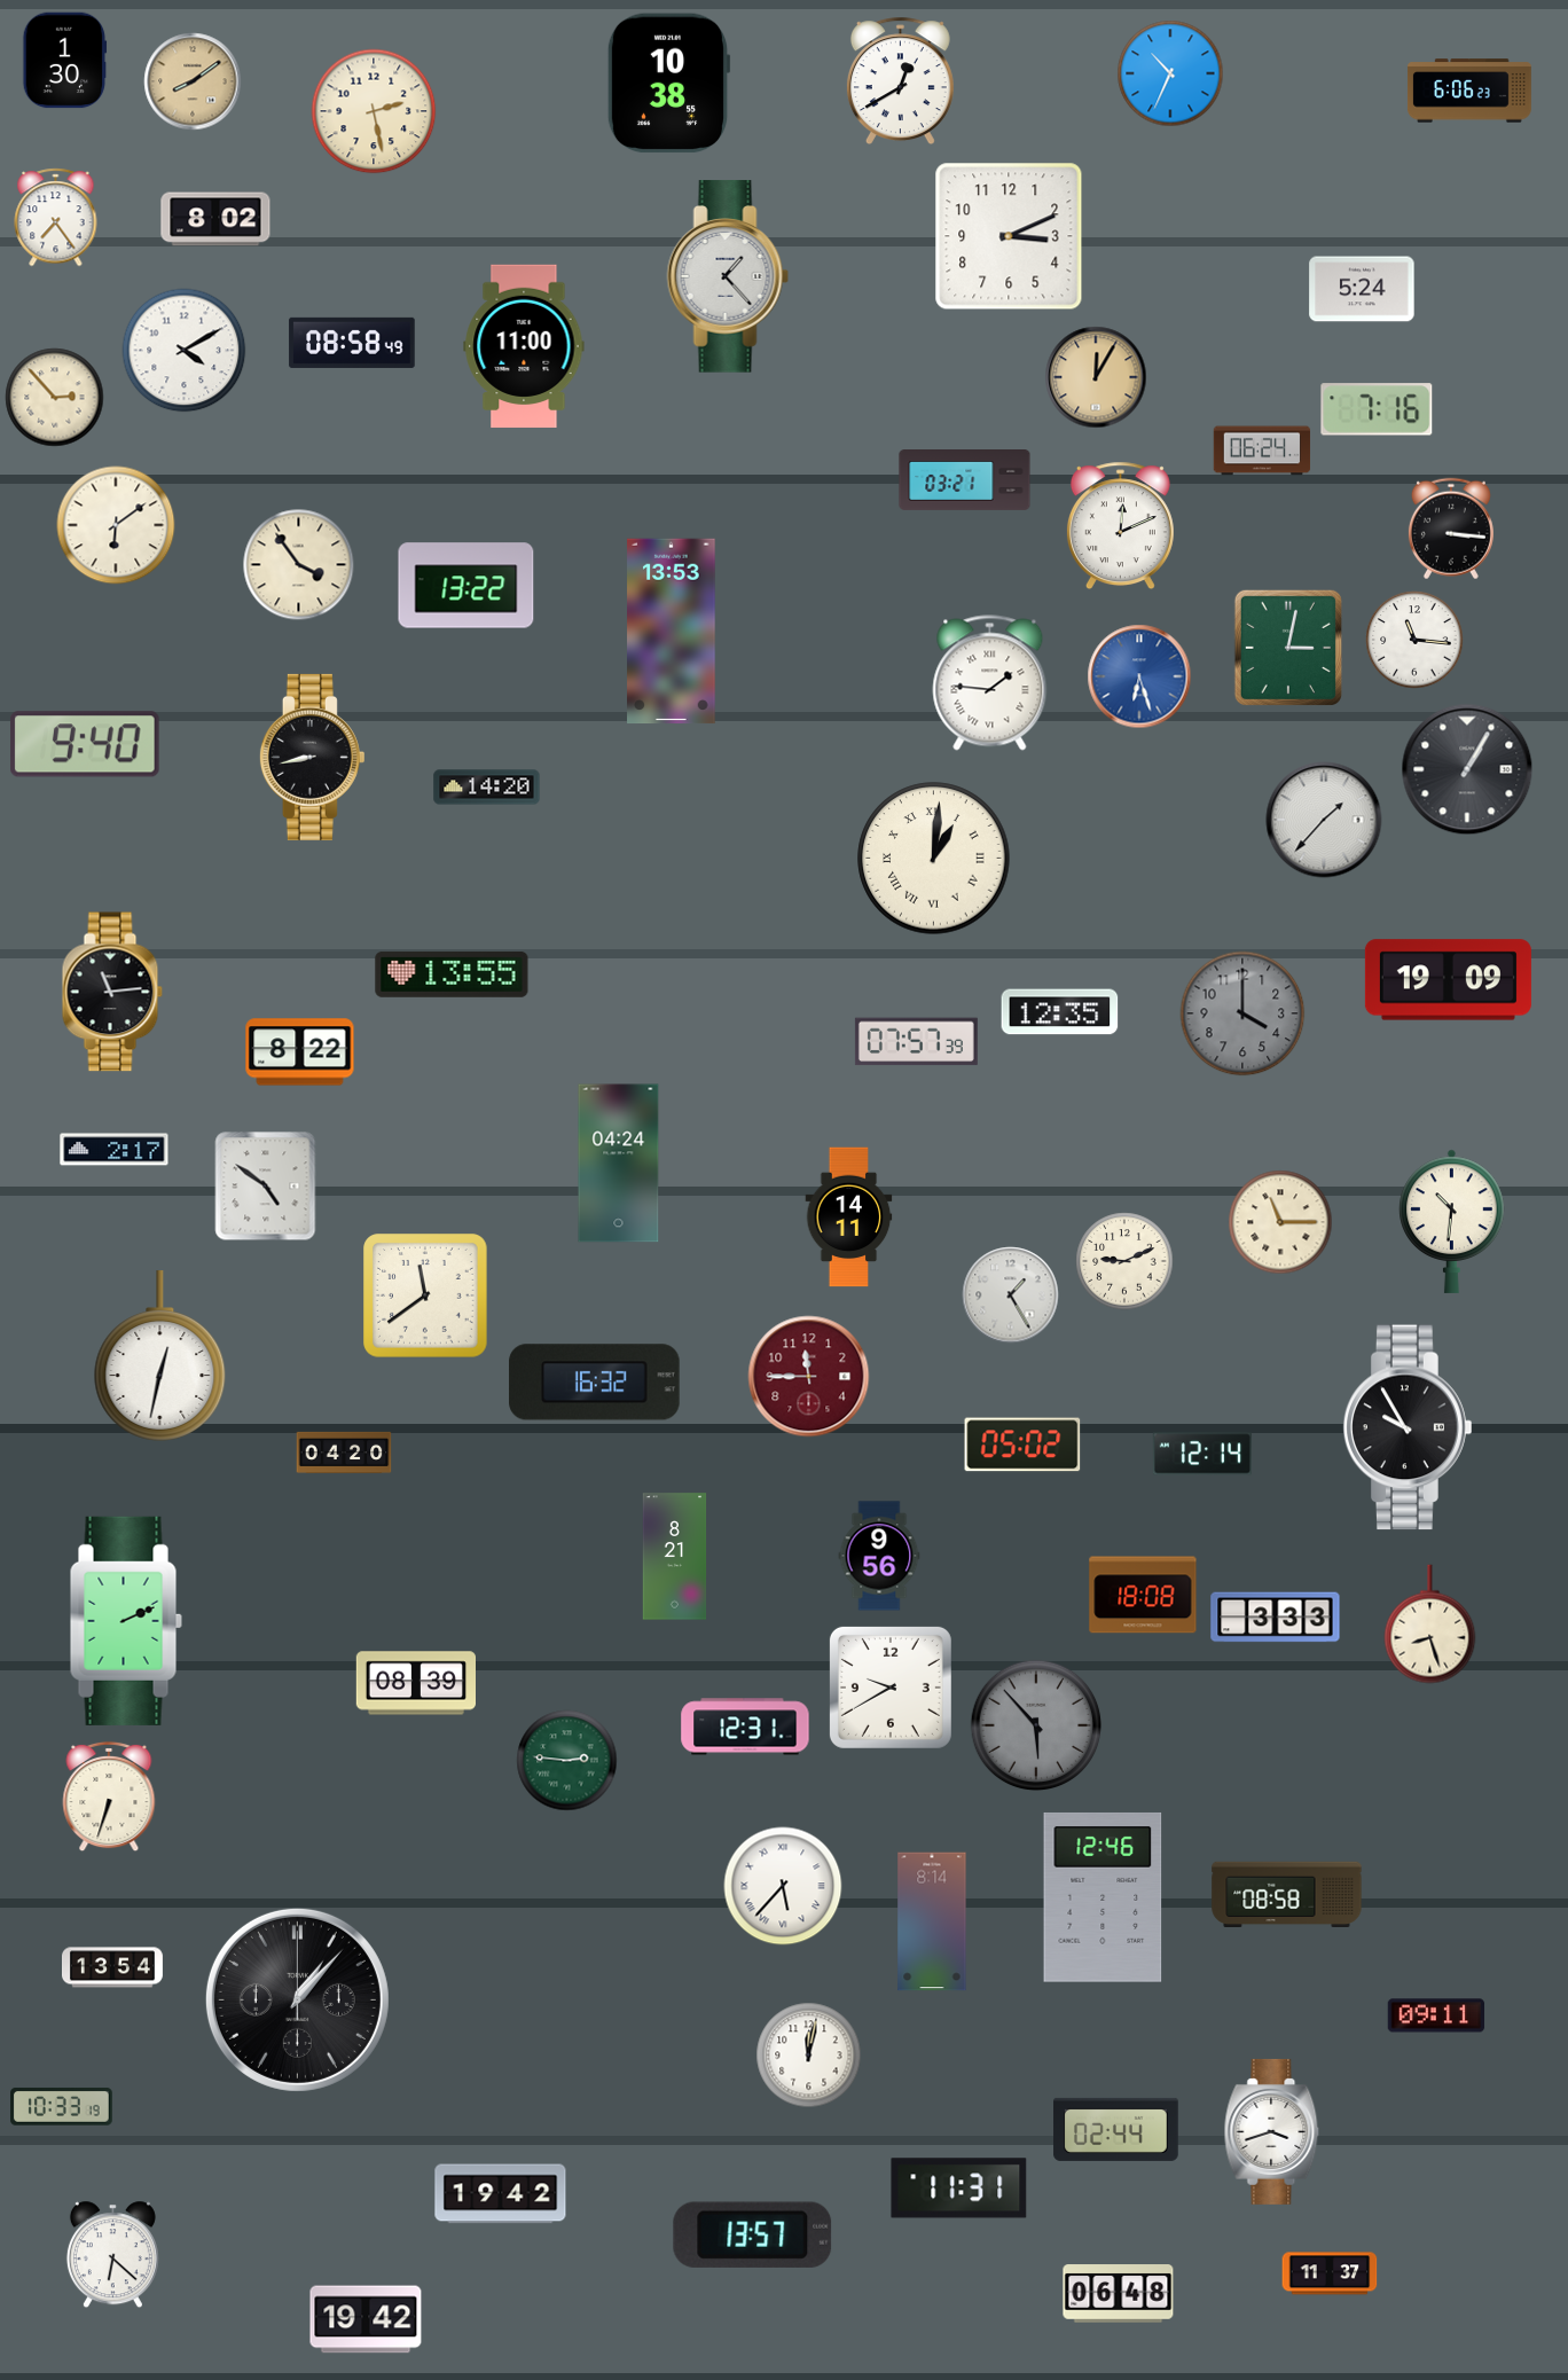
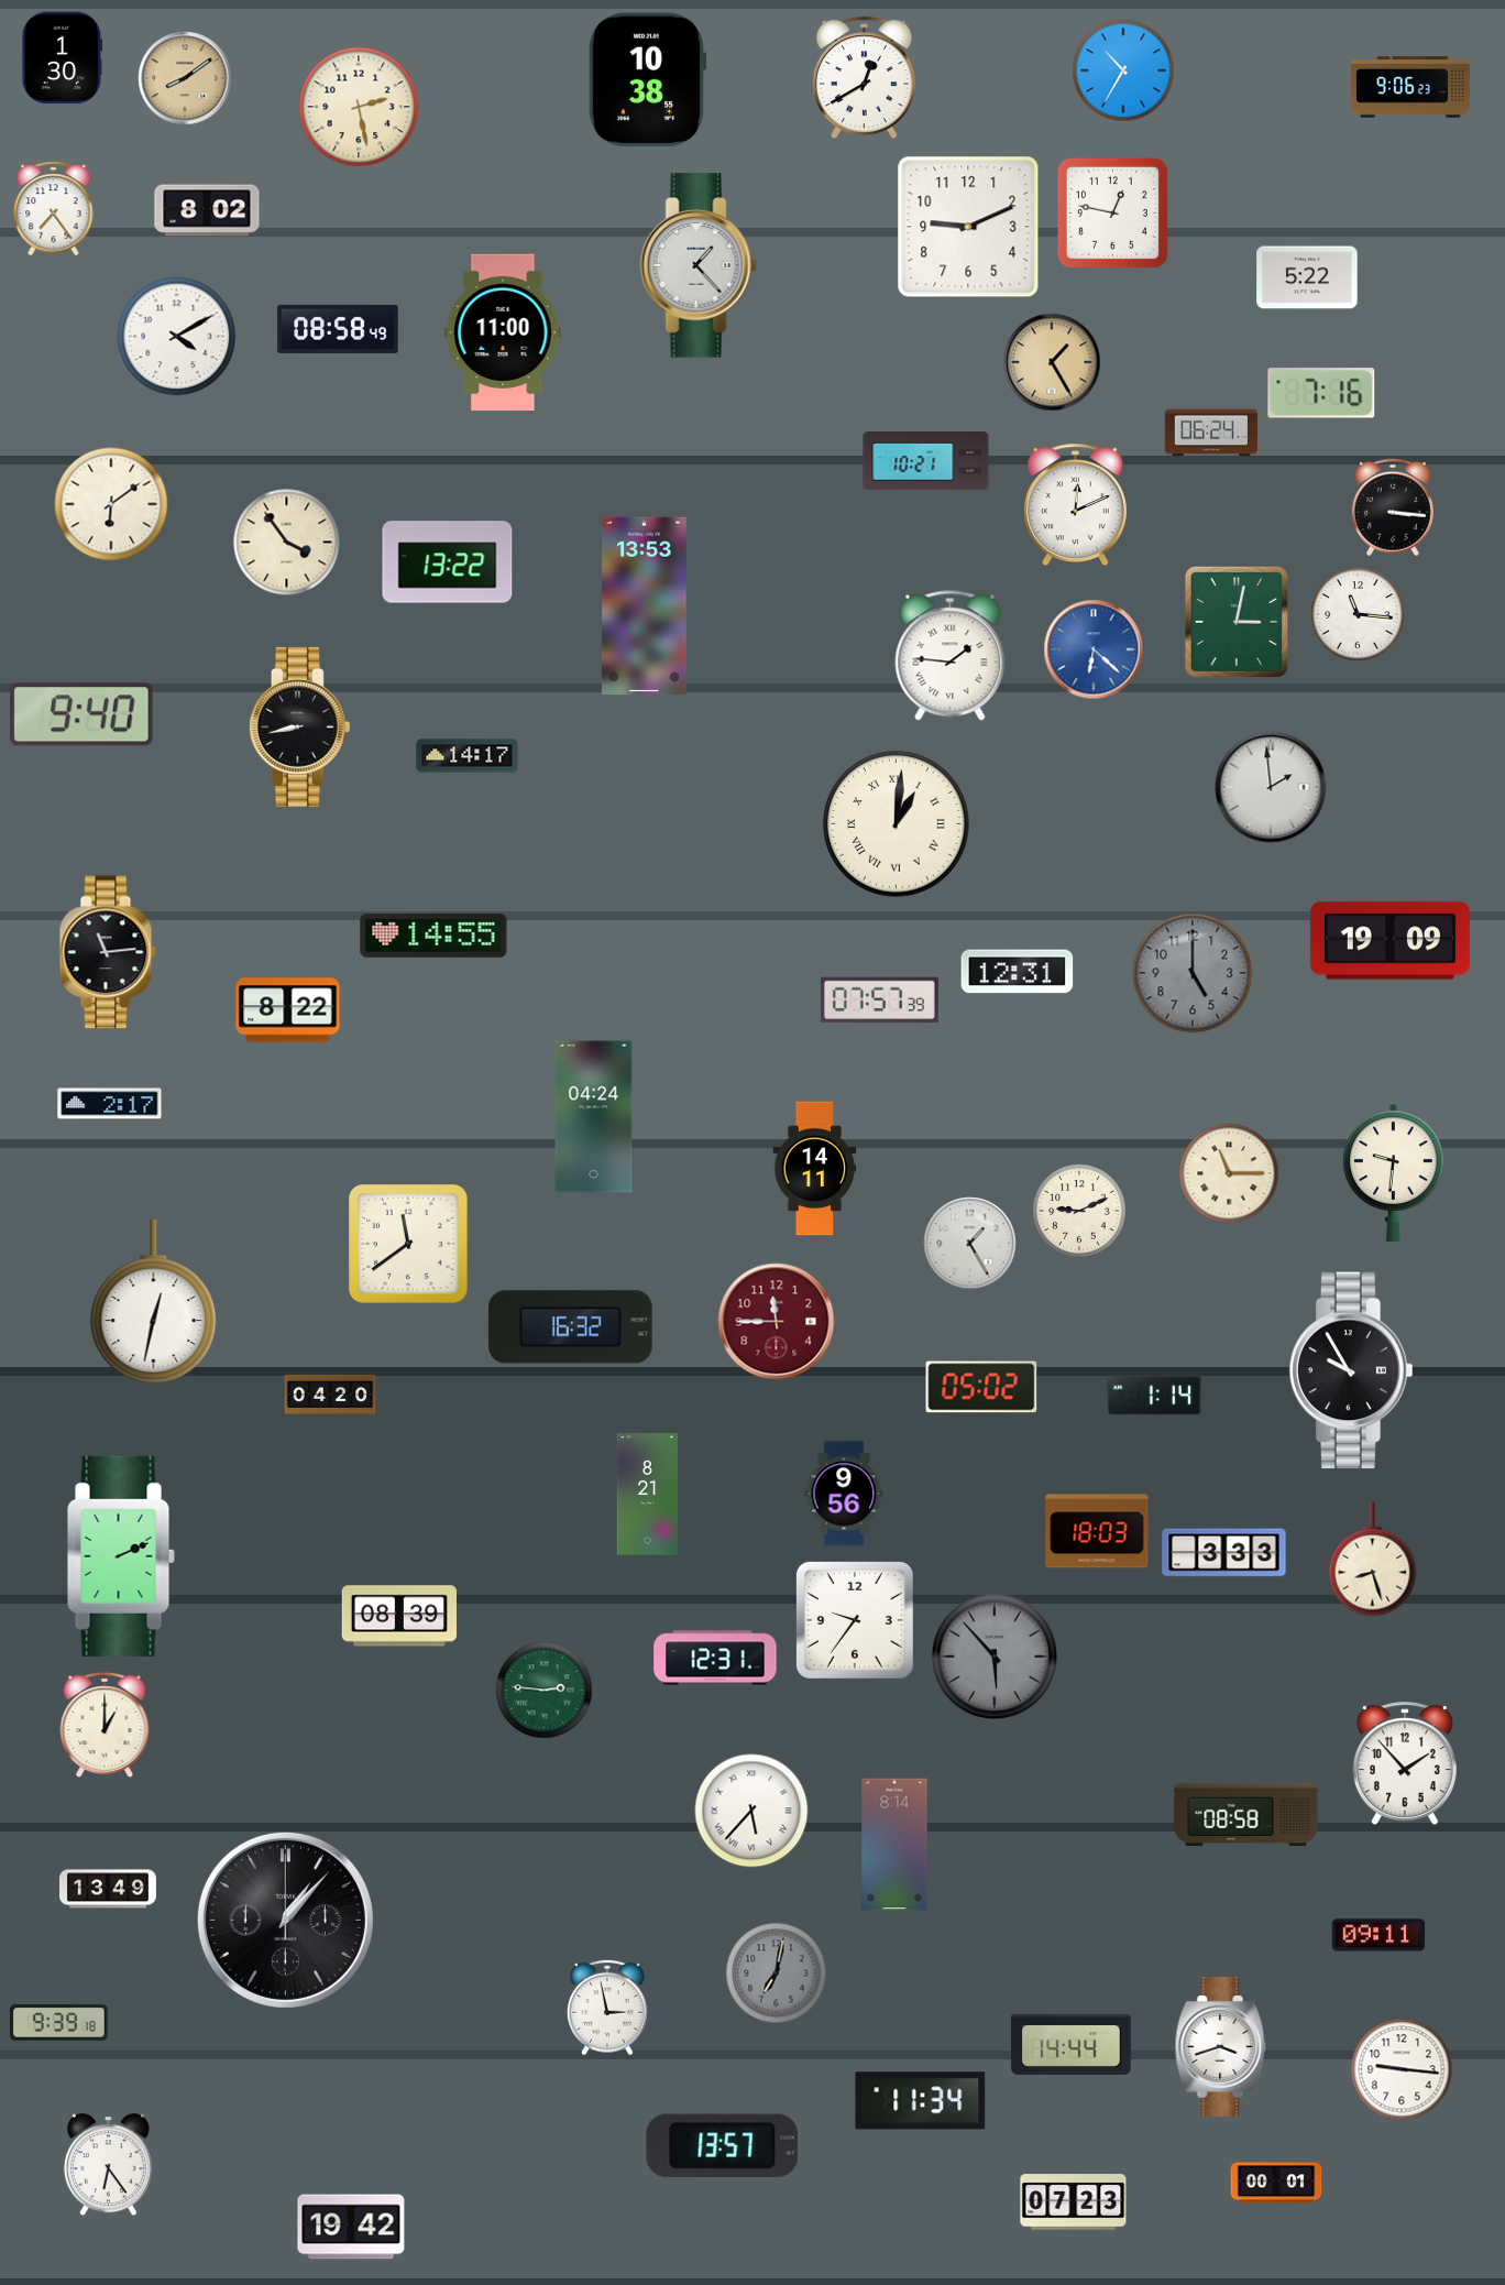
clock at (1170, 73): 10:34 -> 10:35
clock at (668, 84) position: (668, 84) -> (647, 80)
clock at (1469, 91): 6:06 -> 9:06
clock at (1112, 212): none -> 12:47
clock at (1009, 236): 3:11 -> 9:11
clock at (1362, 289): 5:24 -> 5:22
clock at (1096, 377): 12:05 -> 1:25
clock at (55, 398): 2:53 -> none
clock at (965, 480): 03:21 -> 10:21
clock at (1139, 676): 6:27 -> 6:22
clock at (1467, 769): 1:05 -> none
clock at (487, 788): 14:20 -> 14:17
clock at (1324, 820): 1:37 -> 1:59
clock at (452, 974): 13:55 -> 14:55
clock at (1060, 1012): 12:35 -> 12:31
clock at (1242, 1013): 4:00 -> 5:00
clock at (266, 1187): 4:51 -> none
clock at (1452, 1221): 10:31 -> 9:31
clock at (1202, 1454): 12:14 -> 1:14
clock at (1143, 1595): 18:08 -> 18:03
clock at (891, 1688): 9:40 -> 9:36
clock at (109, 1796): 6:33 -> 1:00
clock at (1405, 1764): none -> 1:53
clock at (1287, 1894) position: (1287, 1894) -> (1246, 1814)
clock at (1103, 1897): 12:46 -> none
clock at (112, 1967): 13:54 -> 13:49
clock at (809, 2056): 12:02 -> 7:02
clock at (809, 2056) dial: white -> grey
clock at (608, 2008): none -> 2:58
clock at (62, 2107): 10:33 -> 9:39
clock at (1116, 2129): 02:44 -> 14:44
clock at (1402, 2069): none -> 9:16
clock at (959, 2189): 11:31 -> 11:34
clock at (501, 2194): 19:42 -> none
clock at (112, 2255): 6:22 -> 6:24
clock at (1330, 2273): 11:37 -> 00:01
clock at (1119, 2294): 06:48 -> 07:23
